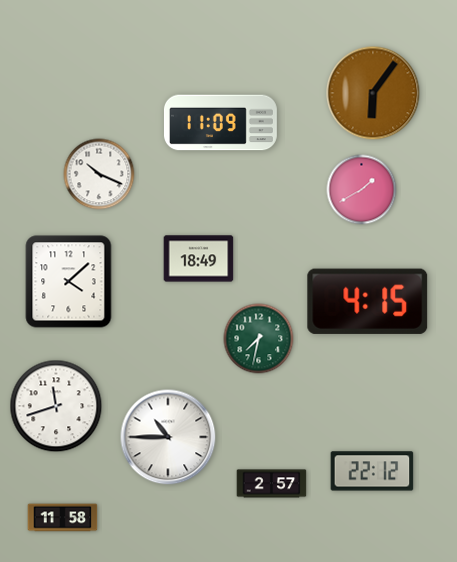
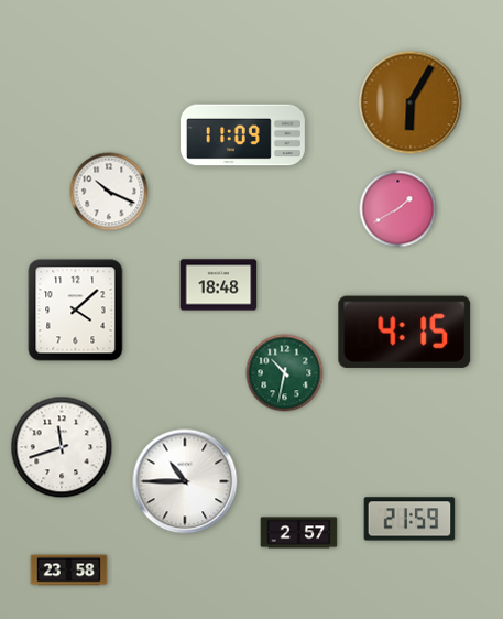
clock at (373, 93): 6:06 -> 6:05
clock at (199, 259): 18:49 -> 18:48
clock at (259, 339): 7:32 -> 10:32
clock at (372, 471): 22:12 -> 21:59
clock at (63, 518): 11:58 -> 23:58
